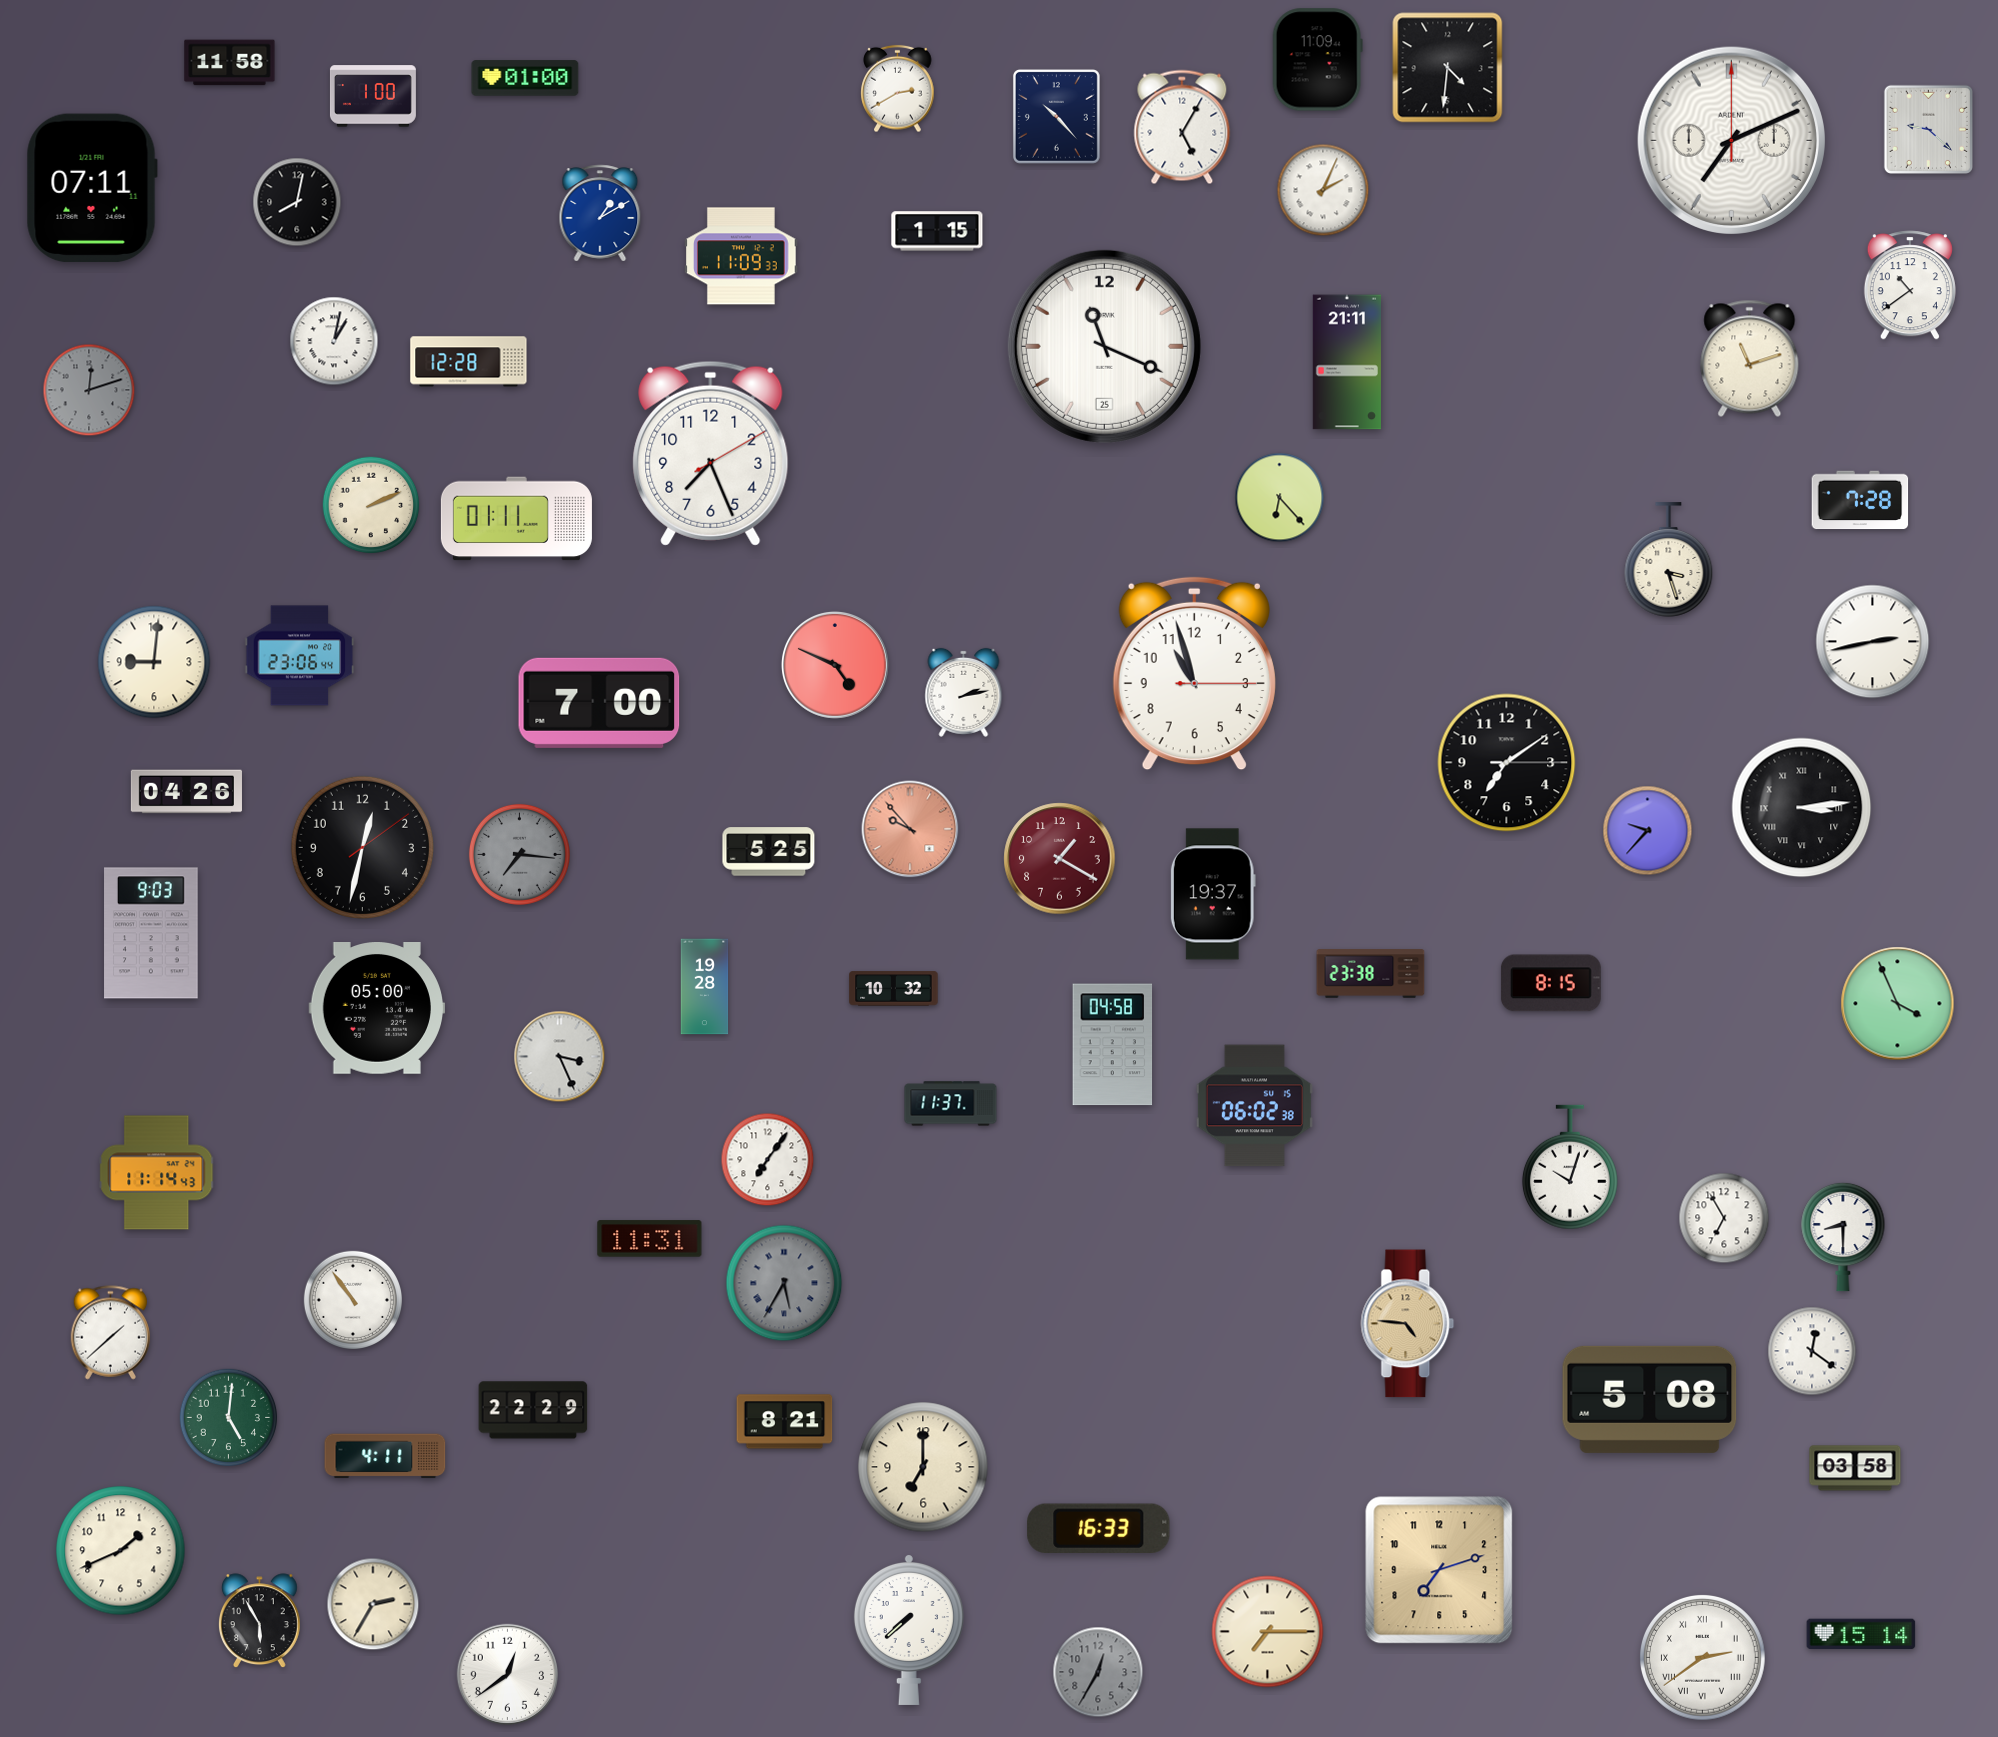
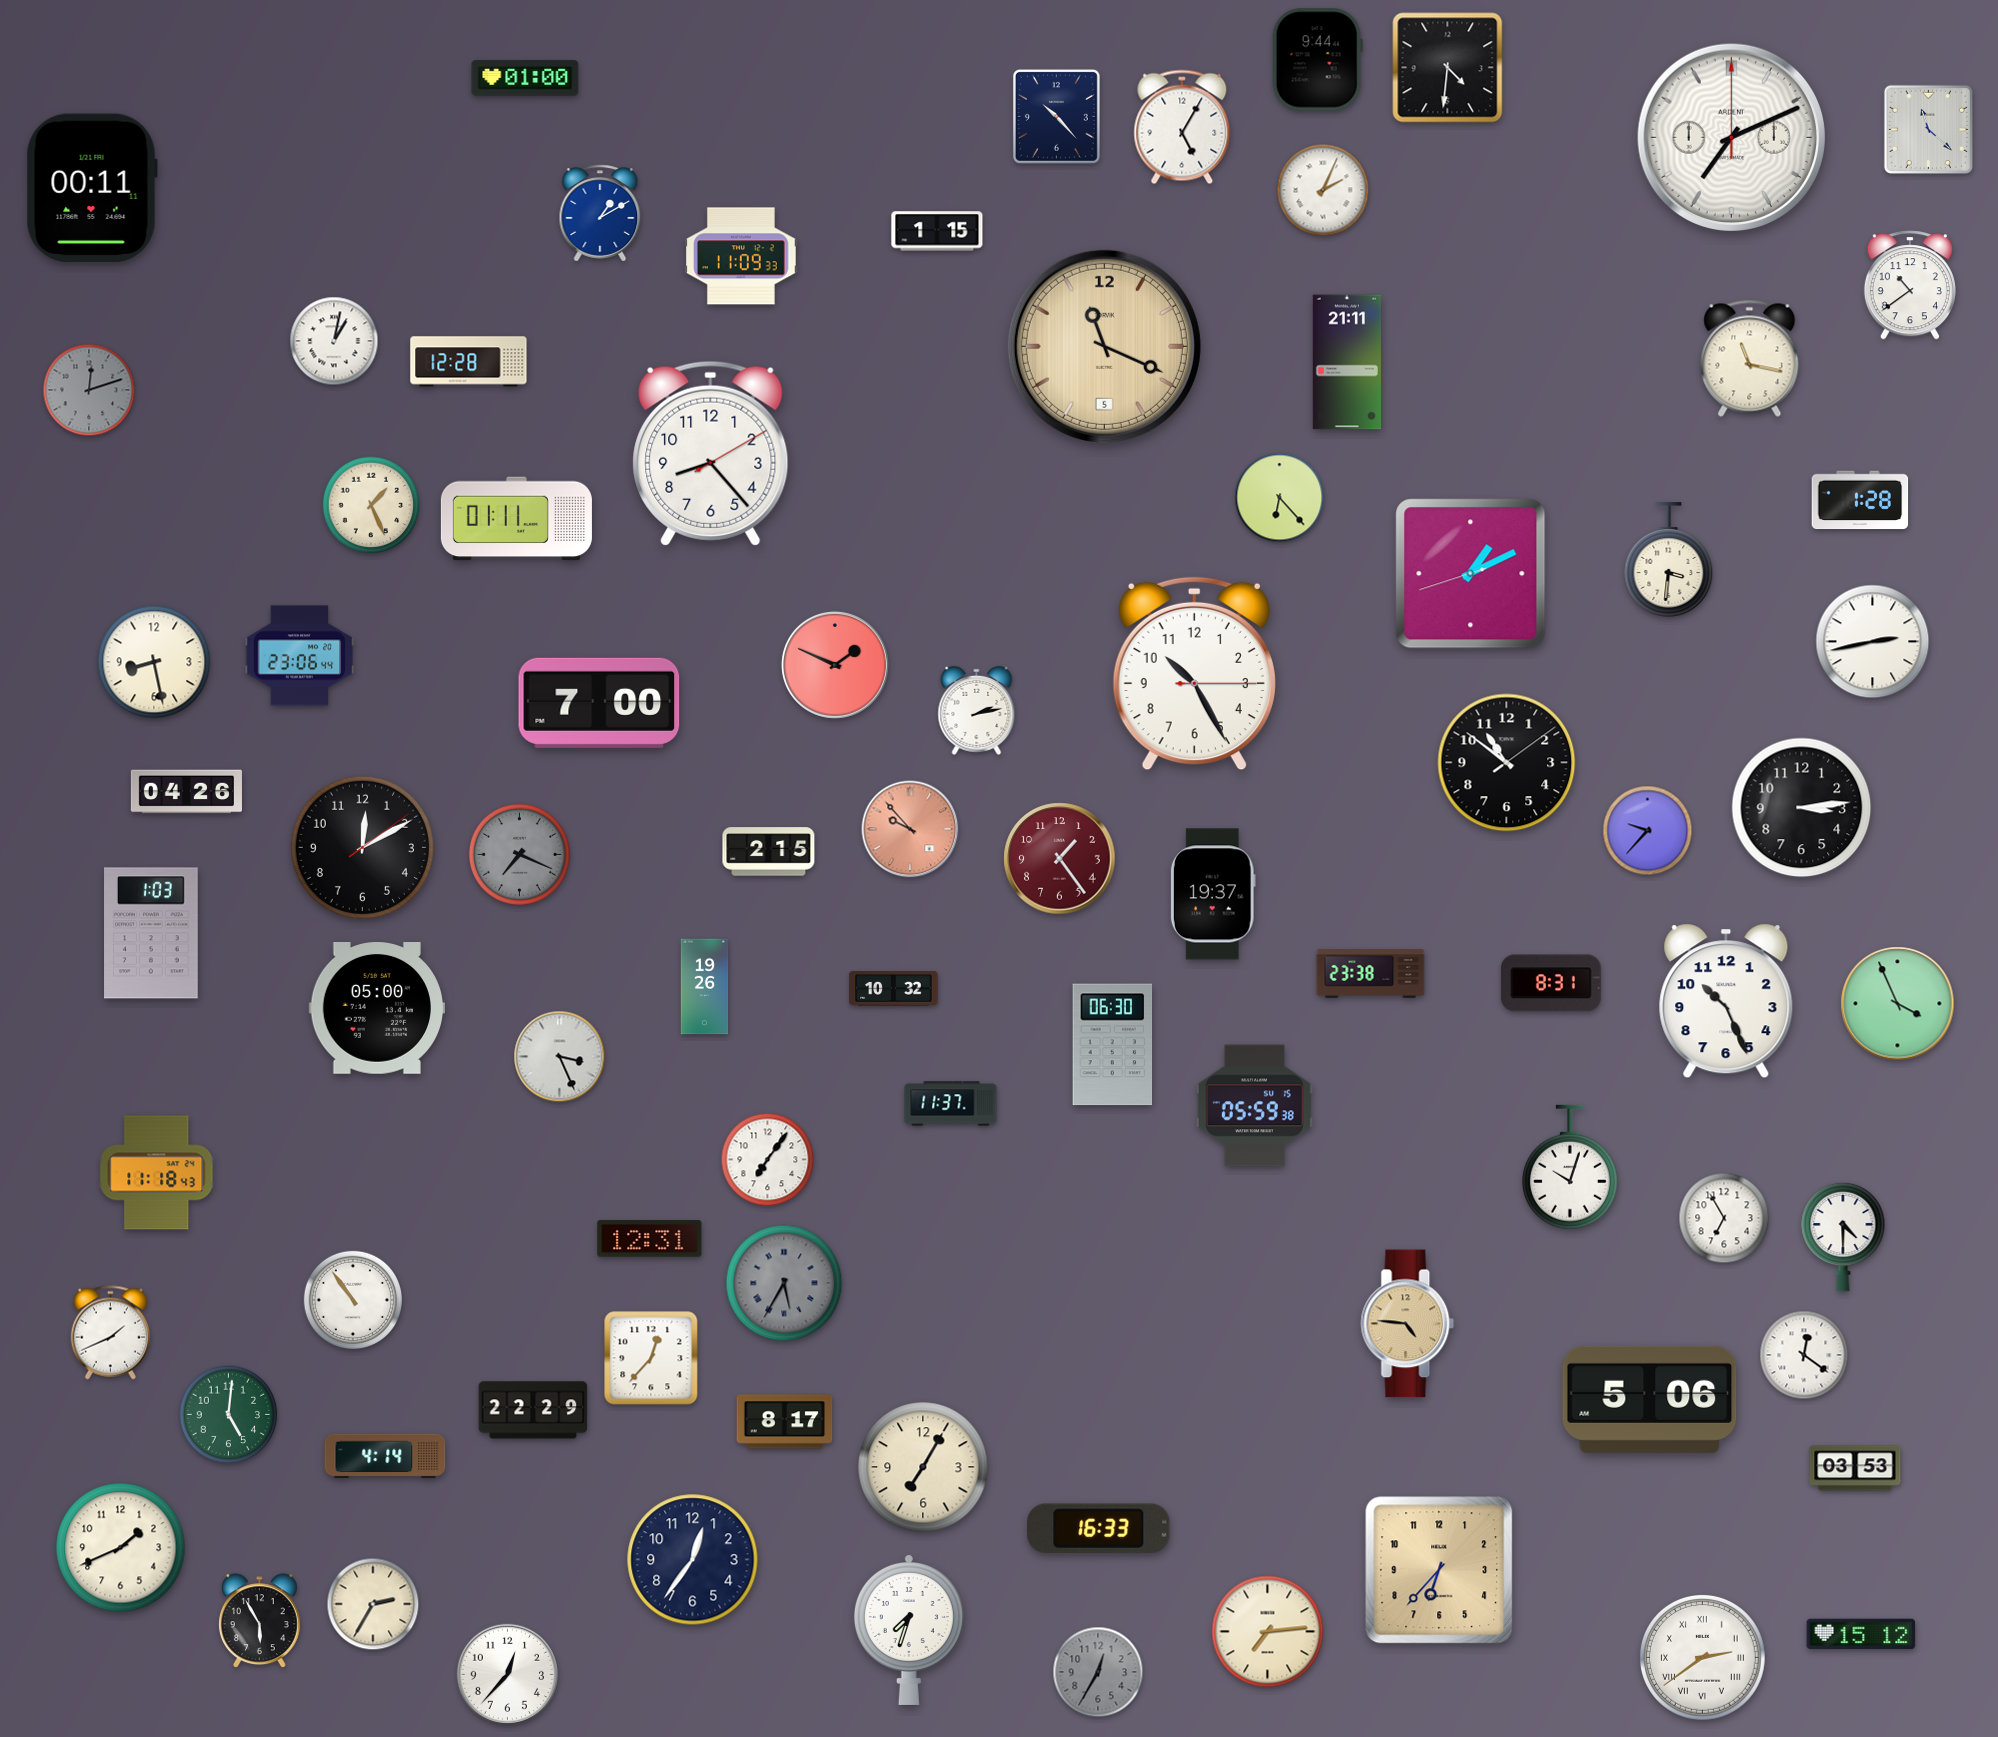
clock at (1317, 60): 11:09 -> 9:44
clock at (230, 63): 11:58 -> none
clock at (898, 89): 2:40 -> none
clock at (373, 96): 1:00 -> none
clock at (1928, 129): 9:22 -> 11:22
clock at (1731, 140) position: (1731, 140) -> (1731, 137)
clock at (92, 188): 07:11 -> 00:11
clock at (297, 202): 8:02 -> none
clock at (1104, 346) date: 25 -> 5
clock at (1104, 346) dial: white -> champagne
clock at (1750, 358): 11:12 -> 11:17
clock at (711, 453): 7:26 -> 8:23
clock at (1860, 500): 7:28 -> 1:28
clock at (371, 505): 2:11 -> 1:26
clock at (1669, 560): 3:27 -> 3:31
clock at (1471, 574): none -> 1:10
clock at (154, 662): 9:01 -> 8:28
clock at (835, 665): 4:49 -> 1:49
clock at (1194, 674): 10:57 -> 10:25
clock at (964, 692) position: (964, 692) -> (977, 710)
clock at (1507, 763): 7:09 -> 10:51
clock at (1802, 808) numerals: Roman -> Arabic
clock at (362, 847): 12:32 -> 12:10
clock at (769, 852): 5:25 -> 2:15
clock at (519, 854): 7:16 -> 7:19
clock at (1060, 859): 1:20 -> 1:24
clock at (151, 933): 9:03 -> 1:03
clock at (1551, 983): 8:15 -> 8:31
clock at (705, 987): 19:28 -> 19:26
clock at (1726, 1001): none -> 10:26
clock at (1113, 1045): 04:58 -> 06:30
clock at (1254, 1106): 06:02 -> 05:59
clock at (157, 1173): 11:14 -> 11:18
clock at (1843, 1237): 8:30 -> 4:30
clock at (650, 1239): 11:31 -> 12:31
clock at (111, 1333): 1:38 -> 1:41
clock at (1812, 1351) position: (1812, 1351) -> (1804, 1355)
clock at (651, 1358): none -> 12:37
clock at (1650, 1399): 5:08 -> 5:06
clock at (229, 1418) position: (229, 1418) -> (229, 1415)
clock at (785, 1422): 8:21 -> 8:17
clock at (385, 1456): 4:11 -> 4:14
clock at (923, 1467): 7:00 -> 7:05
clock at (1855, 1468): 03:58 -> 03:53
clock at (121, 1551) position: (121, 1551) -> (121, 1548)
clock at (693, 1560): none -> 12:36
clock at (1439, 1570): 7:12 -> 6:37
clock at (909, 1630): 7:38 -> 7:33
clock at (1268, 1632): 7:15 -> 7:14
clock at (1861, 1634): 15:14 -> 15:12
clock at (507, 1674): 12:39 -> 12:37
